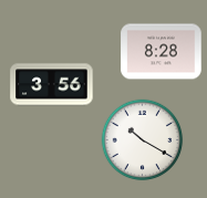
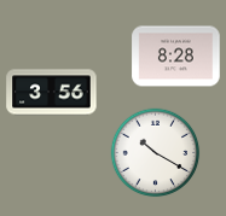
clock at (52, 85) position: (52, 85) -> (52, 93)
